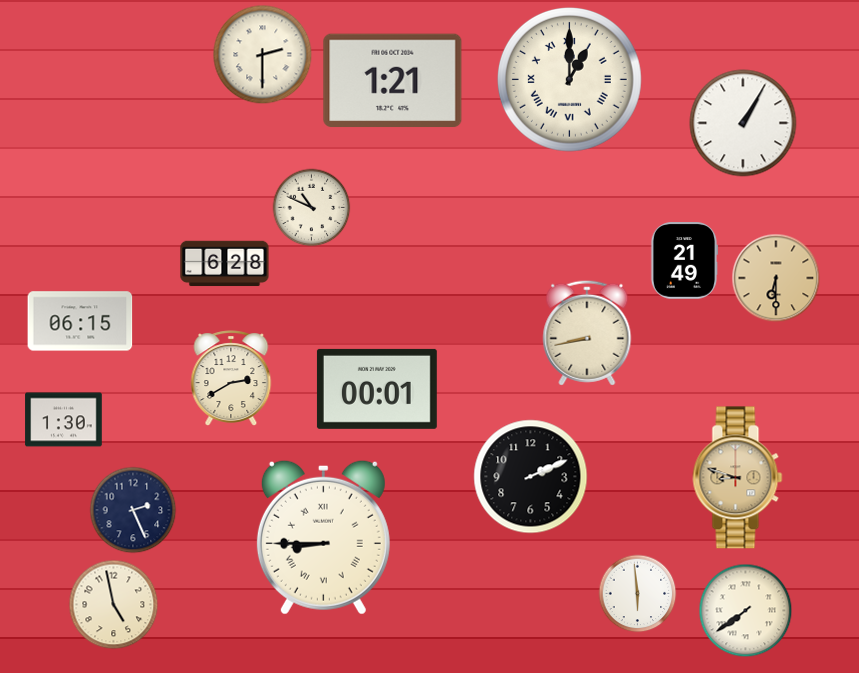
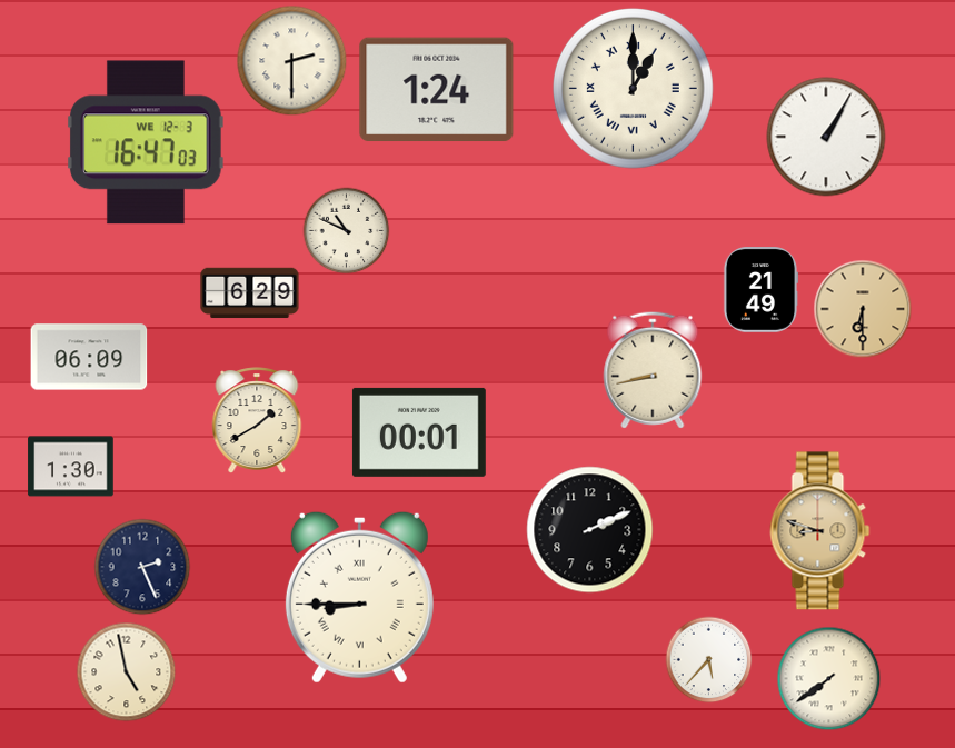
clock at (393, 81): 1:21 -> 1:24
clock at (147, 142): none -> 16:47
clock at (225, 264): 6:28 -> 6:29
clock at (80, 321): 06:15 -> 06:09
clock at (231, 378): 2:40 -> 1:40
clock at (133, 510) position: (133, 510) -> (142, 567)
clock at (637, 593): 5:59 -> 5:37
